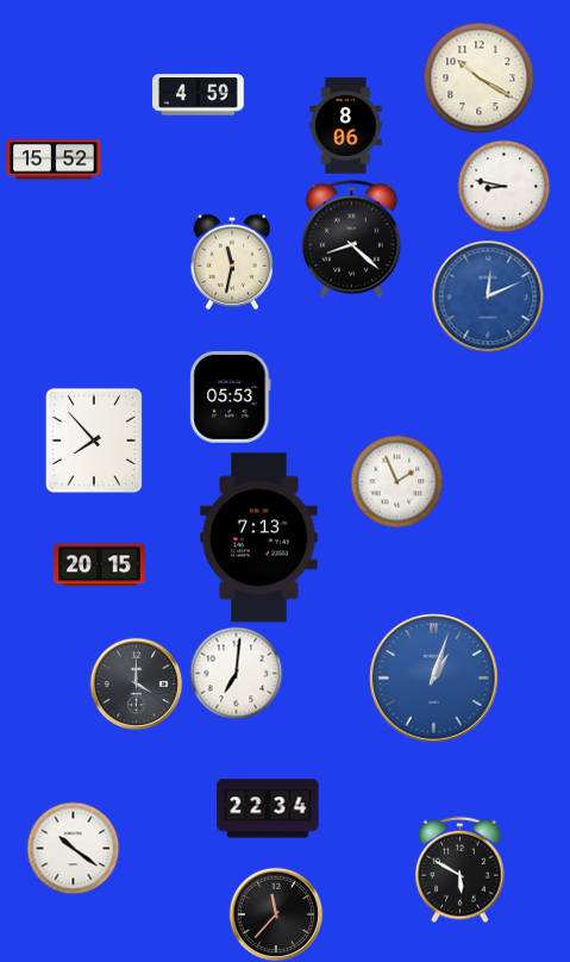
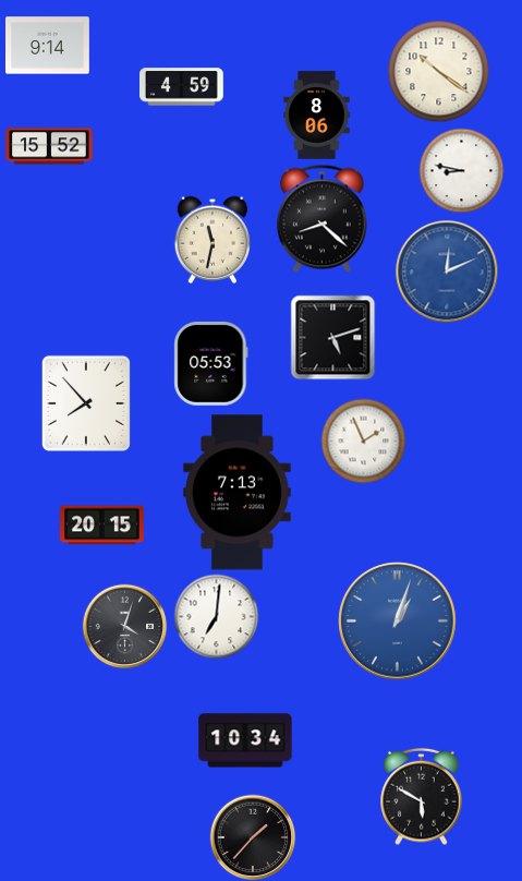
clock at (48, 46): none -> 9:14
clock at (478, 77): 10:20 -> 10:21
clock at (332, 337): none -> 5:12
clock at (100, 566) position: (100, 566) -> (102, 526)
clock at (136, 683): 4:00 -> 4:03
clock at (268, 808): 22:34 -> 10:34
clock at (73, 848): 10:21 -> none
clock at (276, 914): 11:37 -> 1:37
